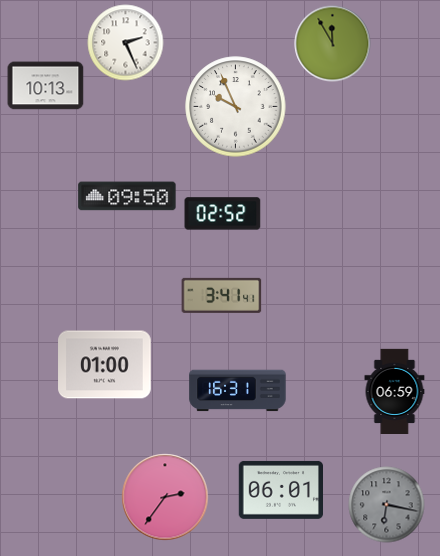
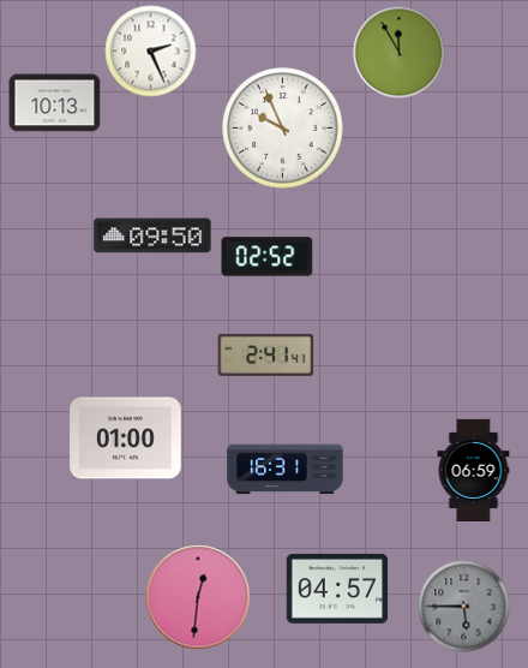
clock at (222, 295): 3:41 -> 2:41
clock at (281, 490): 06:01 -> 04:57
clock at (165, 497): 2:36 -> 12:31
clock at (387, 505): 6:17 -> 5:45
